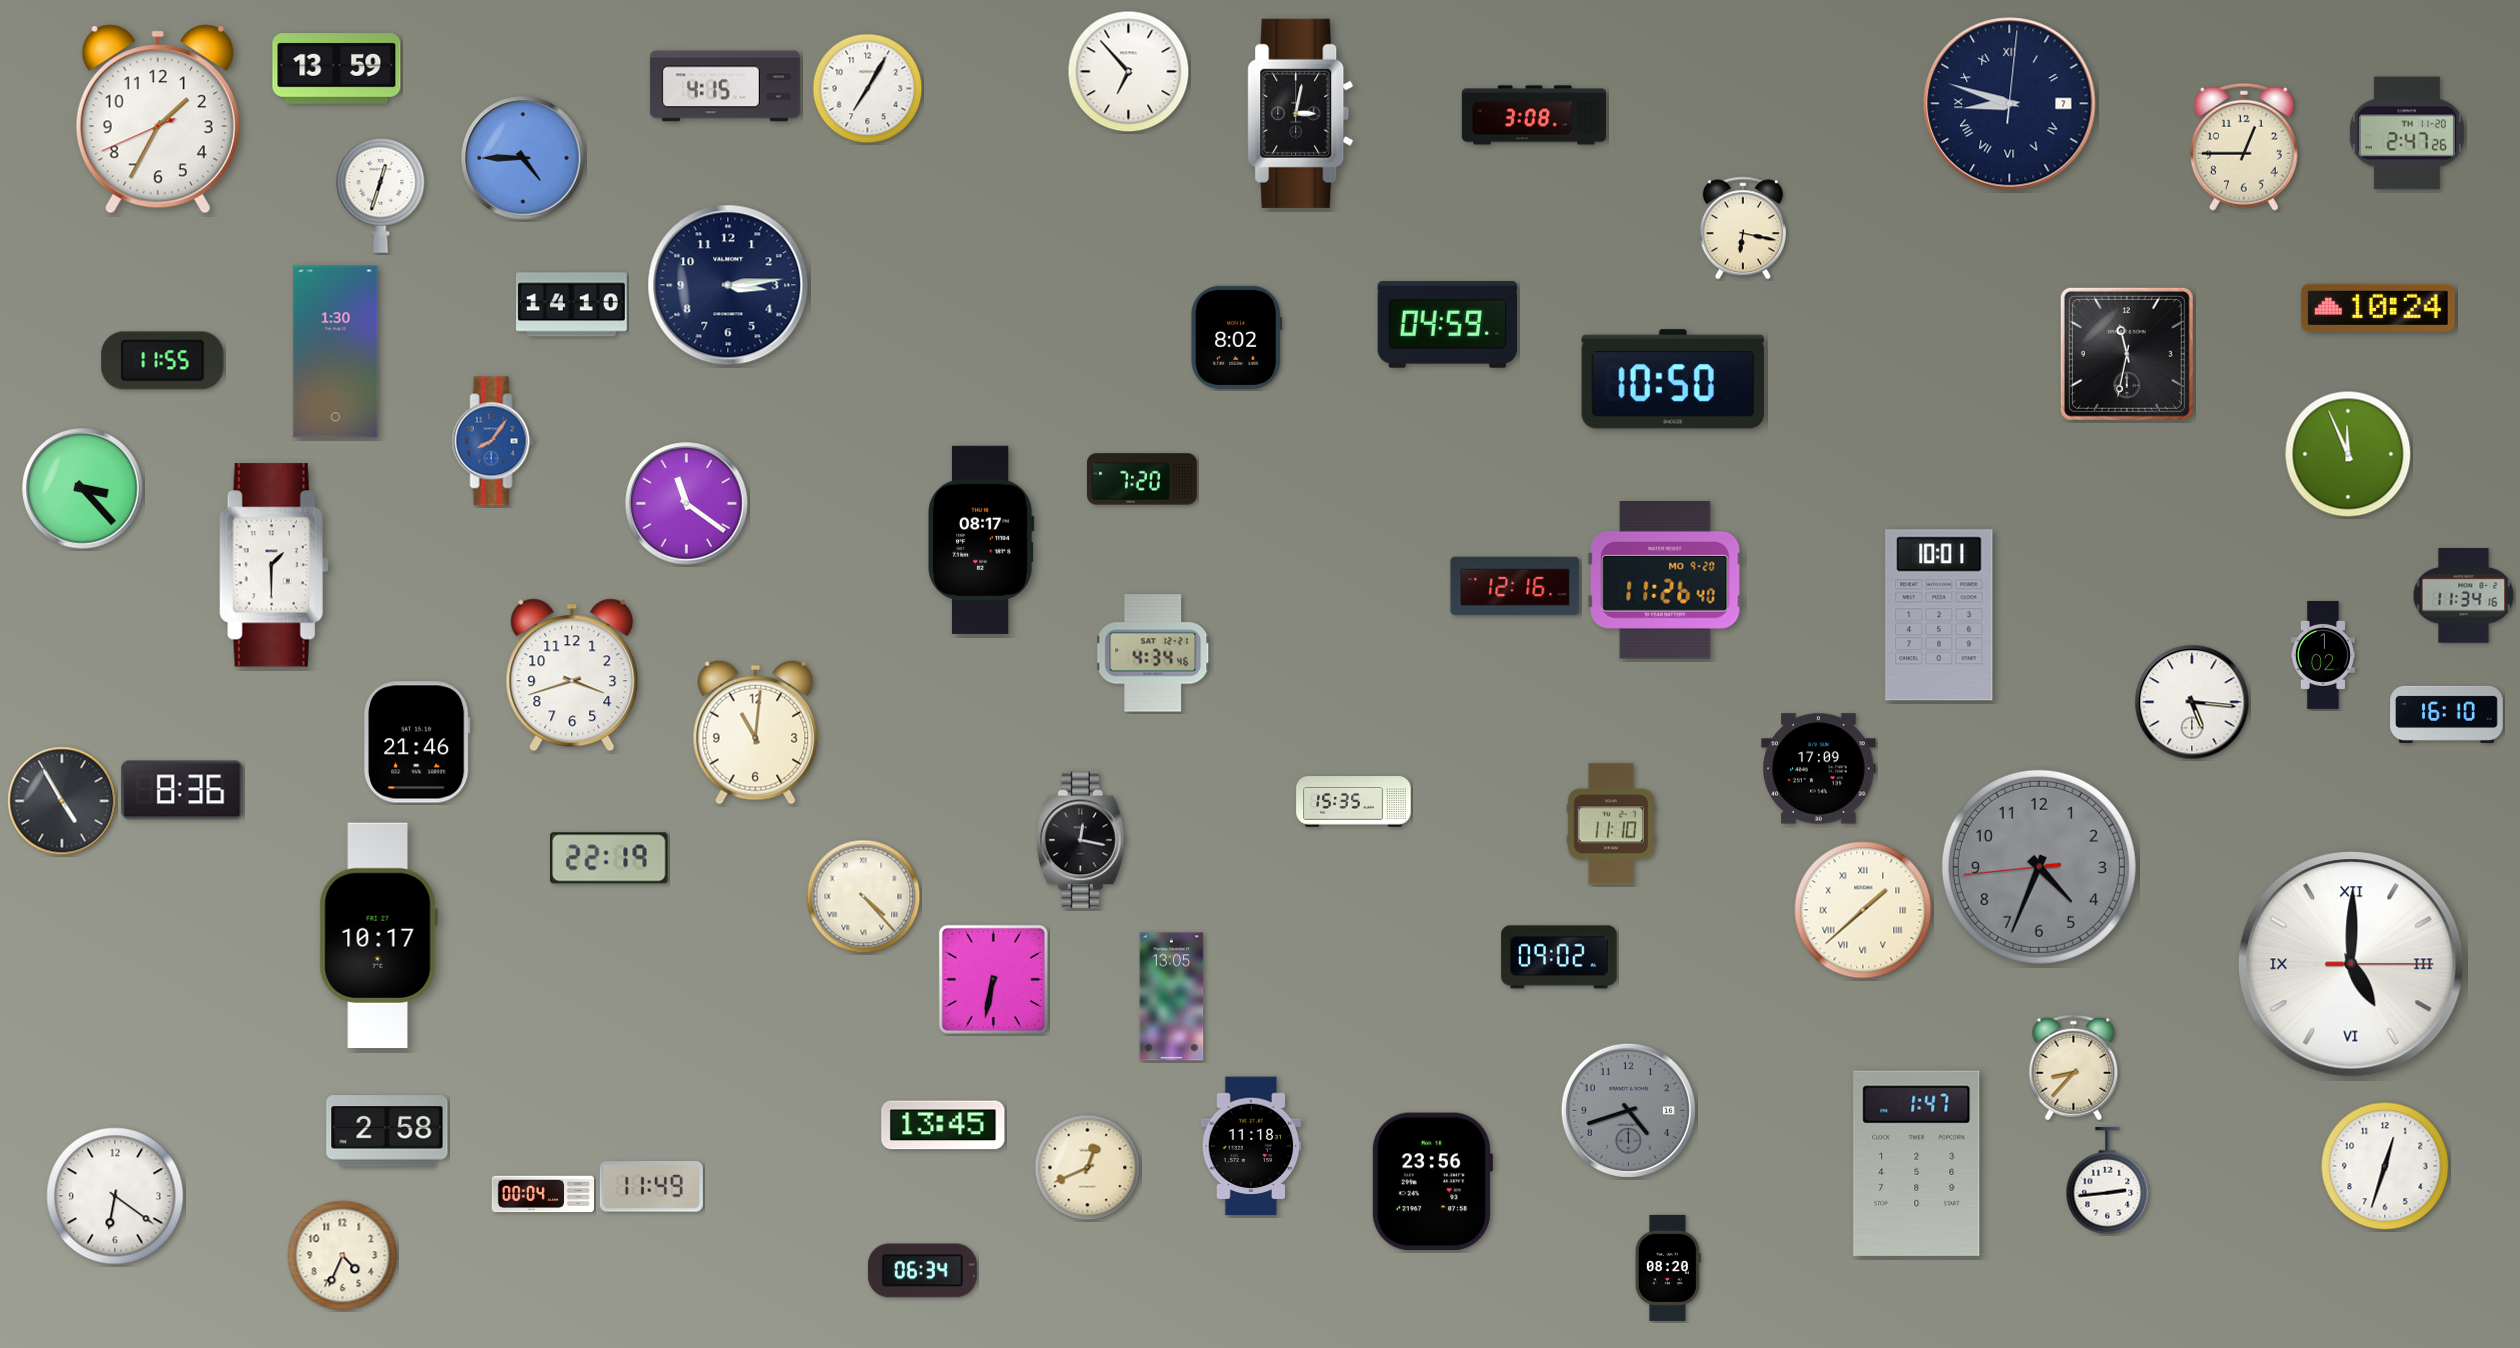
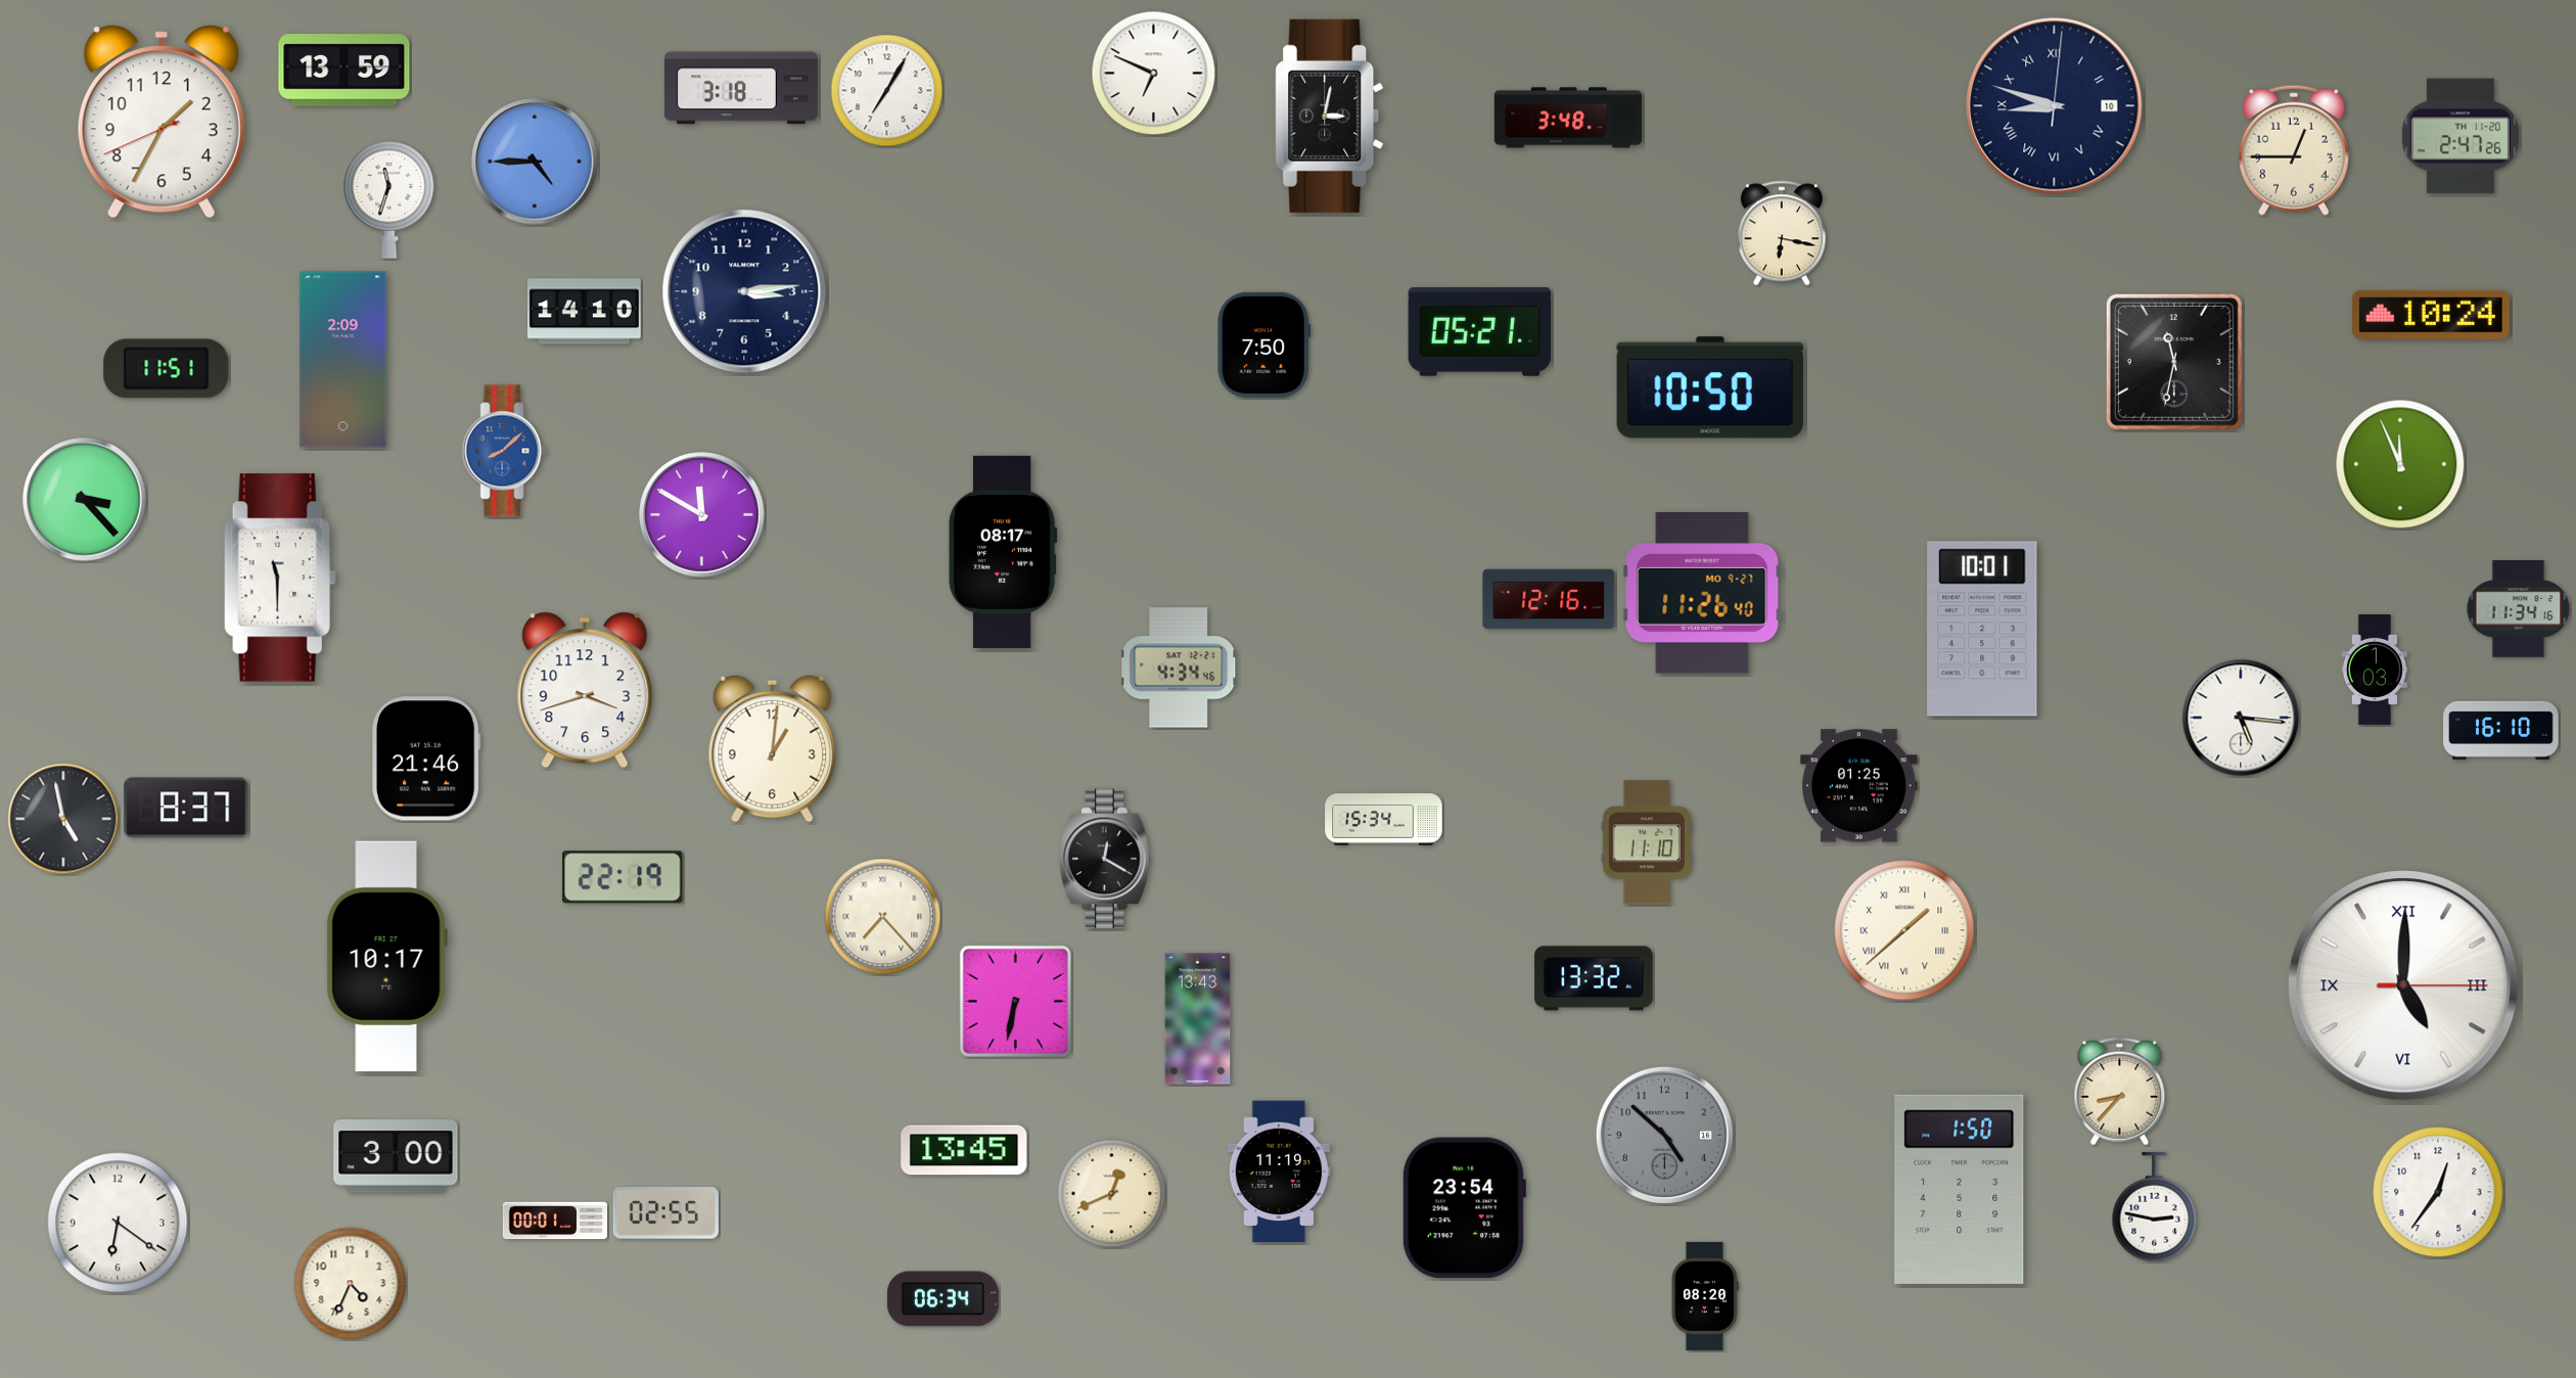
clock at (1129, 72): 6:53 -> 6:49
clock at (725, 86): 4:15 -> 3:18
clock at (2010, 104) date: 7 -> 10
clock at (1534, 115): 3:08 -> 3:48
clock at (381, 195): 12:33 -> 11:33
clock at (1448, 325): 04:59 -> 05:21
clock at (1237, 337): 8:02 -> 7:50
clock at (336, 352): 1:30 -> 2:09
clock at (163, 361): 11:55 -> 11:51
clock at (493, 441): 8:06 -> 8:08
clock at (1142, 479): 7:20 -> none
clock at (687, 504): 11:21 -> 11:50
clock at (274, 565): 1:30 -> 11:30
clock at (1665, 581) date: MO 9-20 -> MO 9-27
clock at (2323, 655): 1:02 -> 1:03
clock at (756, 732): 11:01 -> 1:01
clock at (1819, 769): 17:09 -> 01:25
clock at (182, 790): 8:36 -> 8:37
clock at (62, 801): 4:55 -> 4:58
clock at (1354, 802): 15:35 -> 15:34
clock at (1081, 840): 12:17 -> 12:20
clock at (2039, 867): 4:33 -> none
clock at (864, 897): 4:23 -> 7:23
clock at (1559, 957): 09:02 -> 13:32
clock at (1172, 997): 13:05 -> 13:43
clock at (1628, 1110): 4:42 -> 4:52
clock at (387, 1131): 2:58 -> 3:00
clock at (1251, 1146): 11:18 -> 11:19
clock at (1917, 1163): 1:47 -> 1:50
clock at (2385, 1166): 12:33 -> 12:36
clock at (2108, 1181): 2:44 -> 2:47
clock at (1432, 1182): 23:56 -> 23:54
clock at (651, 1187): 11:49 -> 02:55
clock at (542, 1194): 00:04 -> 00:01
